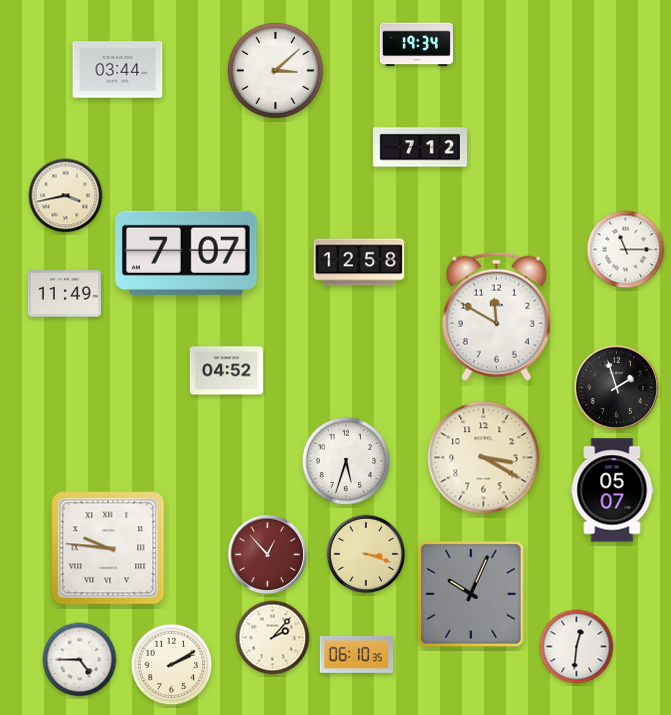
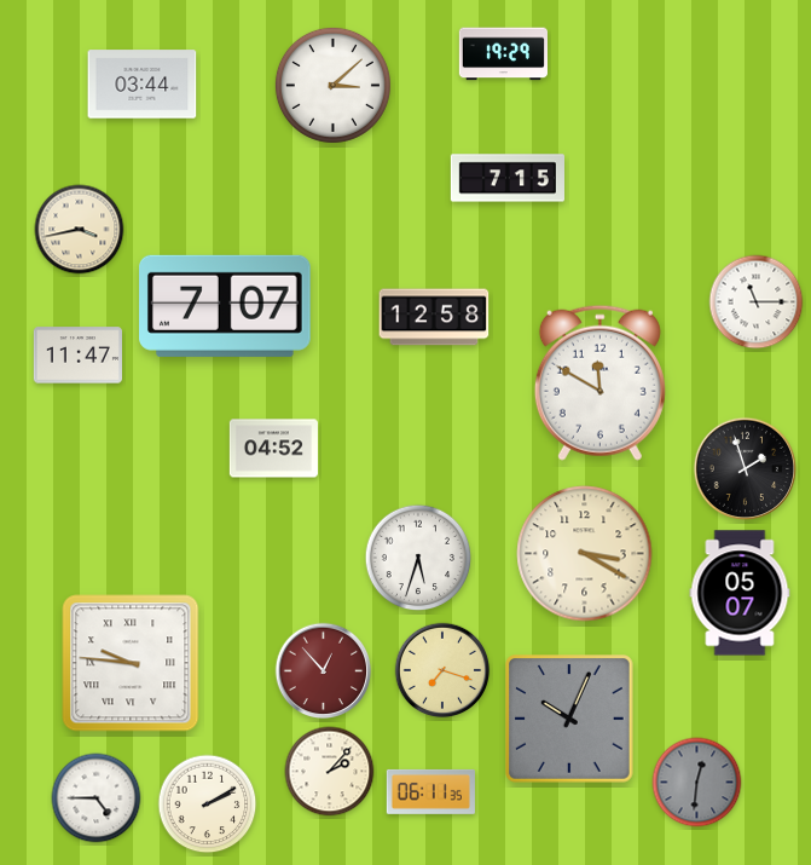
clock at (416, 45): 19:34 -> 19:29
clock at (419, 147): 7:12 -> 7:15
clock at (66, 196) position: (66, 196) -> (80, 230)
clock at (64, 294): 11:49 -> 11:47
clock at (366, 554): 3:18 -> 7:18
clock at (577, 647) dial: white -> grey
clock at (356, 654): 06:10 -> 06:11
